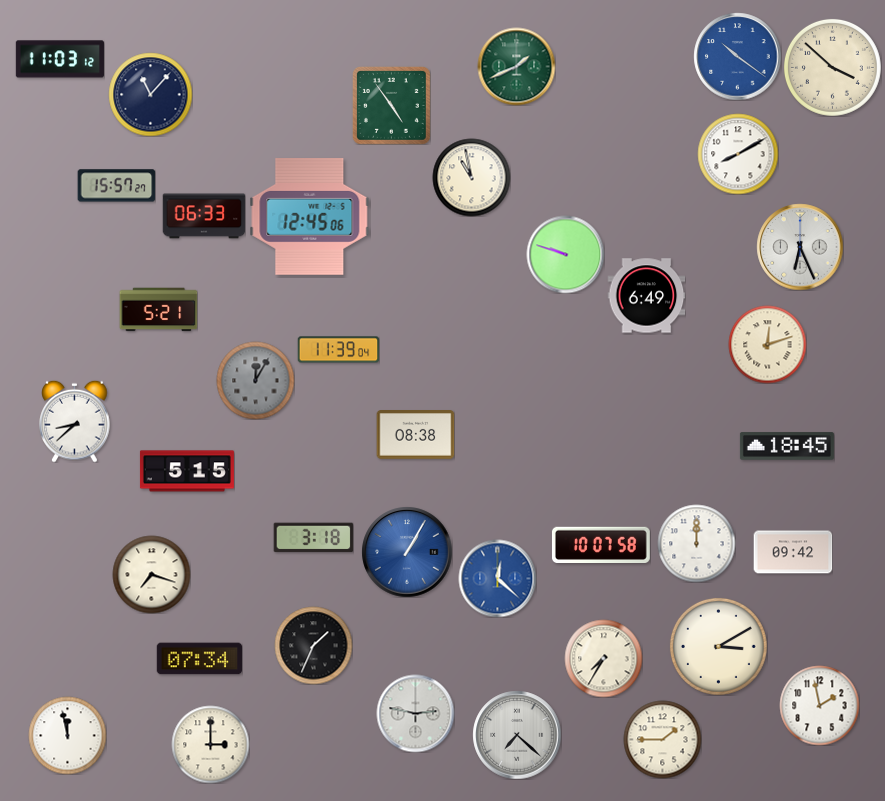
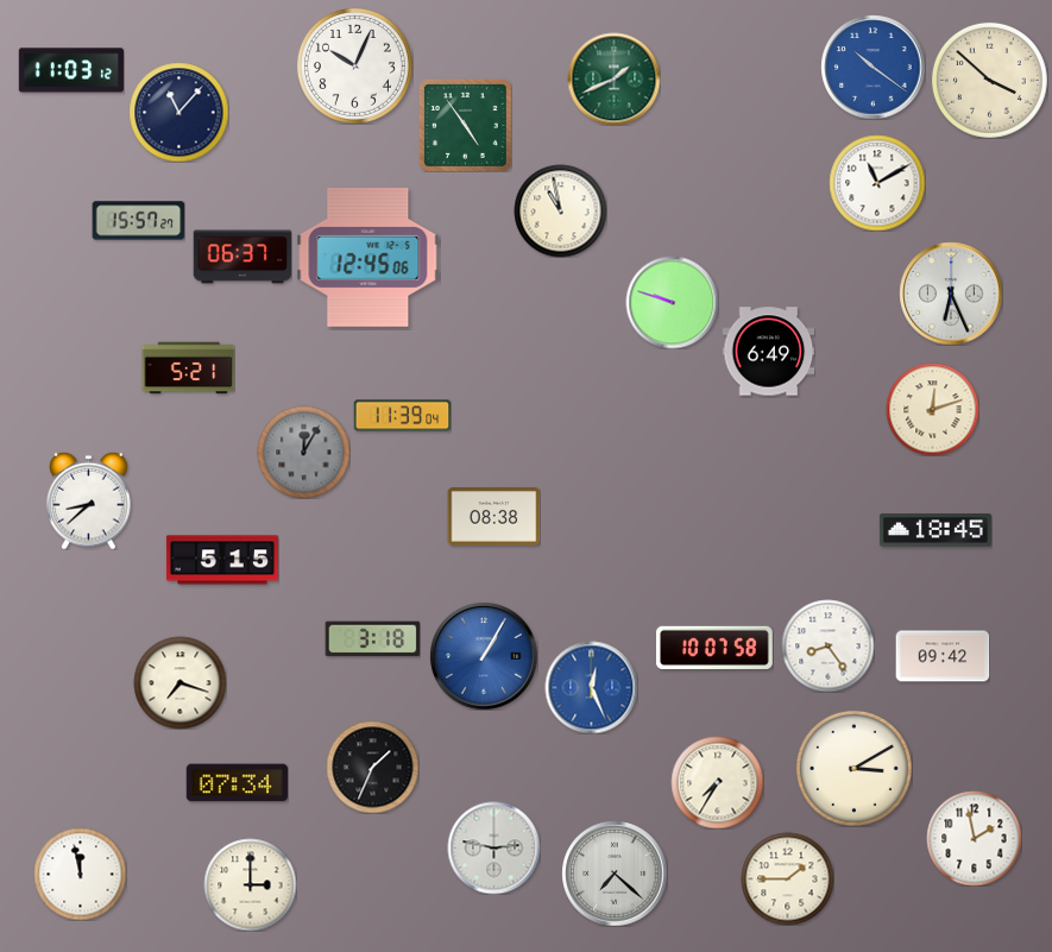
clock at (354, 65): none -> 10:04
clock at (737, 56) position: (737, 56) -> (873, 67)
clock at (738, 154): 8:10 -> 11:10
clock at (204, 216): 06:33 -> 06:37
clock at (767, 344) position: (767, 344) -> (932, 409)
clock at (696, 543): 12:00 -> 8:24
clock at (497, 578): 12:22 -> 12:26
